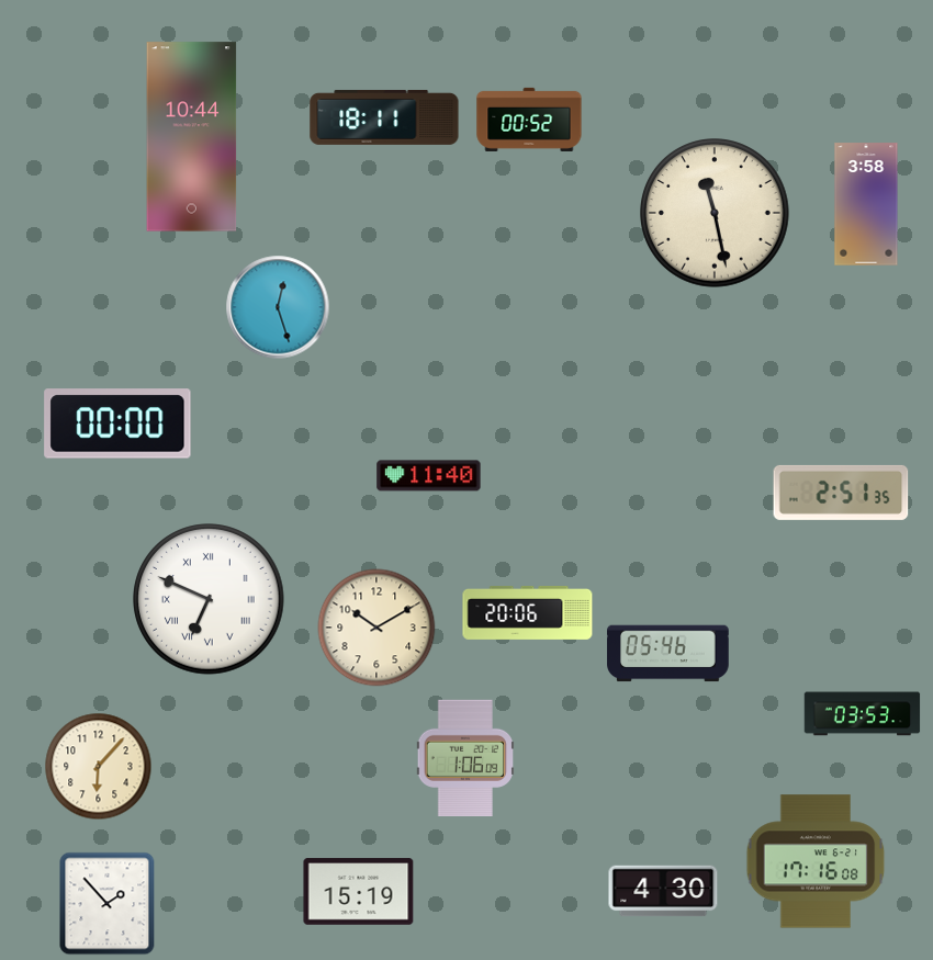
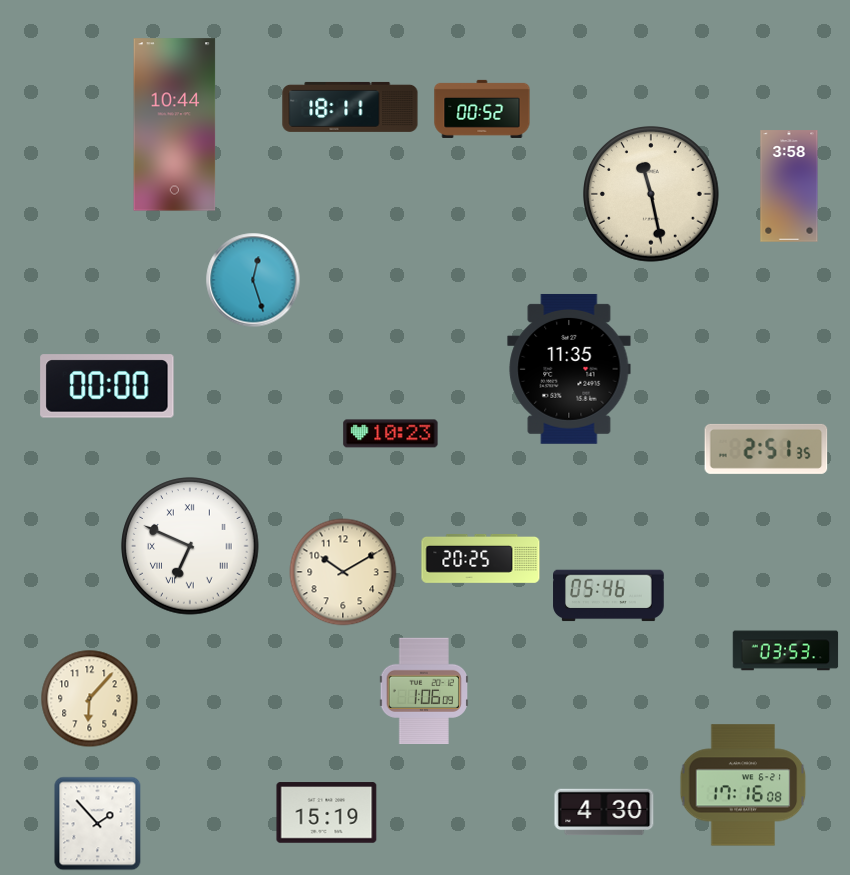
clock at (569, 369): none -> 11:35
clock at (429, 476): 11:40 -> 10:23
clock at (528, 613): 20:06 -> 20:25
